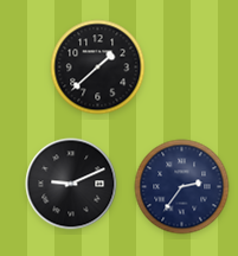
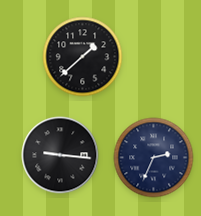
clock at (71, 184): 9:11 -> 9:16
clock at (182, 187): 2:36 -> 2:34
